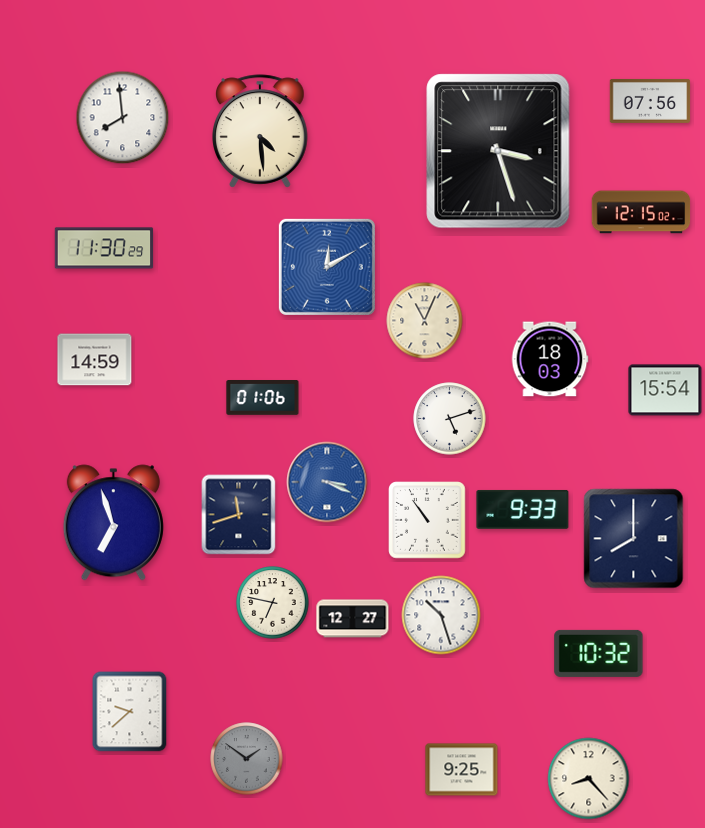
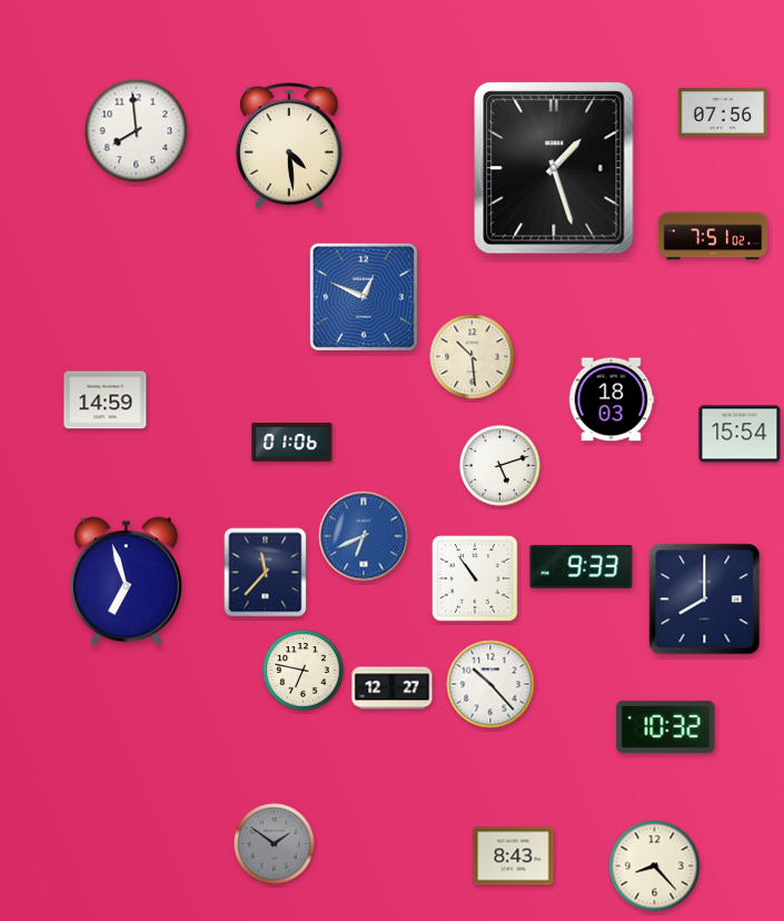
clock at (498, 151): 3:27 -> 1:27
clock at (641, 212): 12:15 -> 7:51
clock at (104, 248): 11:30 -> none
clock at (327, 267): 12:10 -> 12:49
clock at (425, 321): 11:04 -> 10:29
clock at (327, 482): 3:19 -> 6:41
clock at (239, 515): 11:42 -> 11:37
clock at (441, 615): 10:27 -> 10:23
clock at (130, 712): 9:38 -> none
clock at (462, 770): 9:25 -> 8:43
